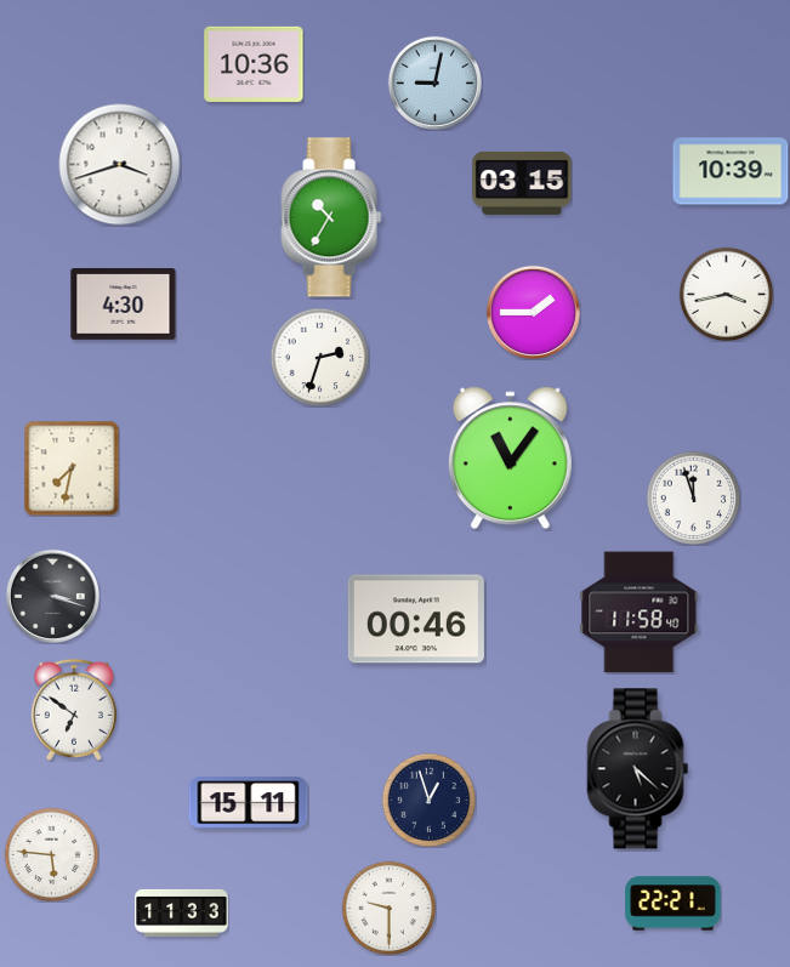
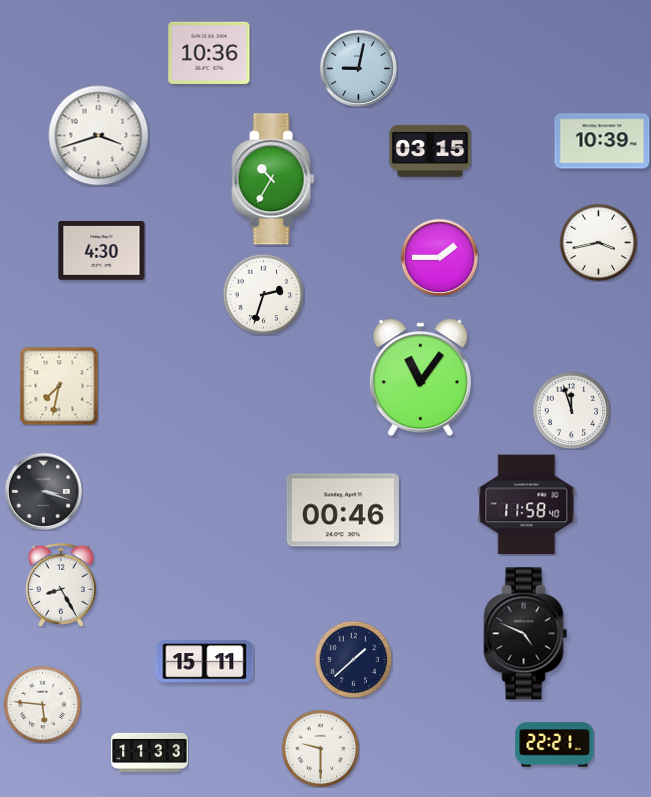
clock at (74, 710): 6:51 -> 8:25
clock at (638, 769): 5:22 -> 4:49
clock at (428, 800): 12:57 -> 1:38
